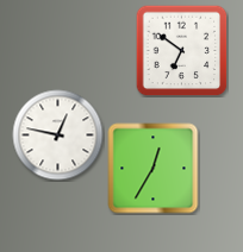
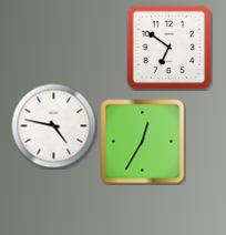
clock at (58, 136): 12:47 -> 4:47
clock at (154, 169) position: (154, 169) -> (143, 142)
